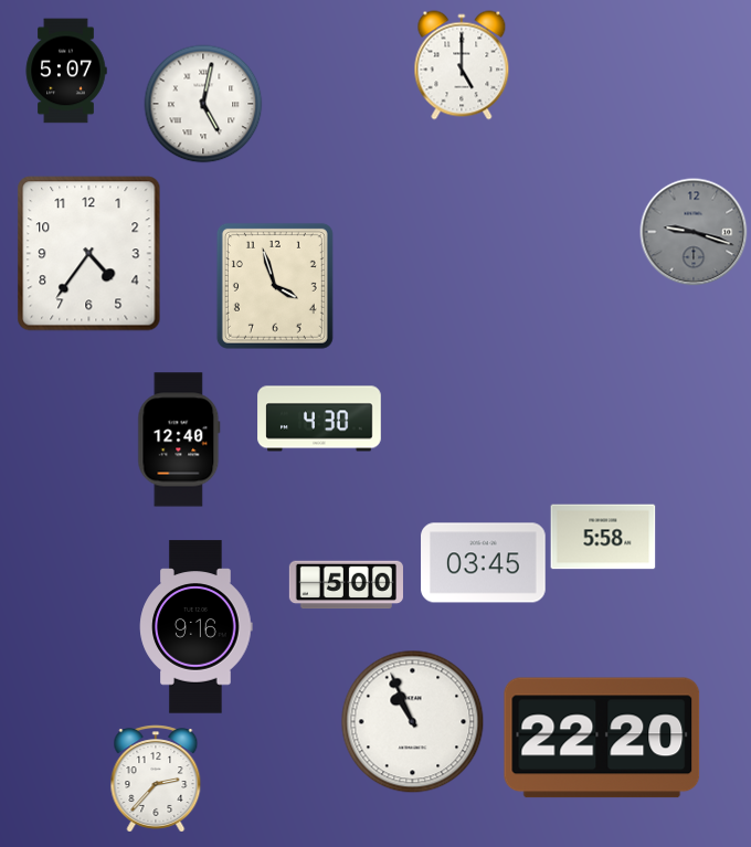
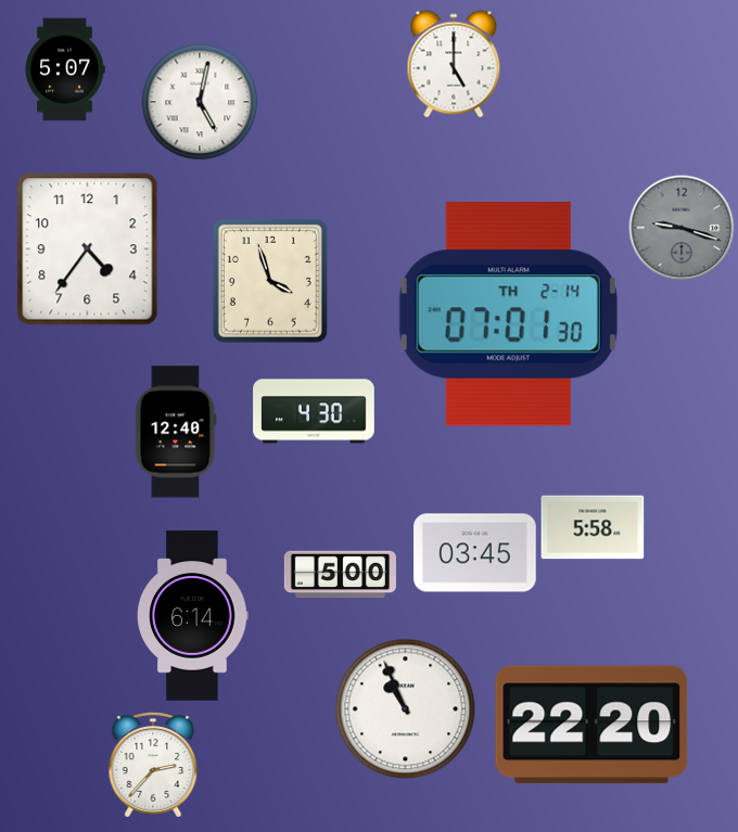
clock at (508, 315): none -> 07:01
clock at (197, 627): 9:16 -> 6:14
